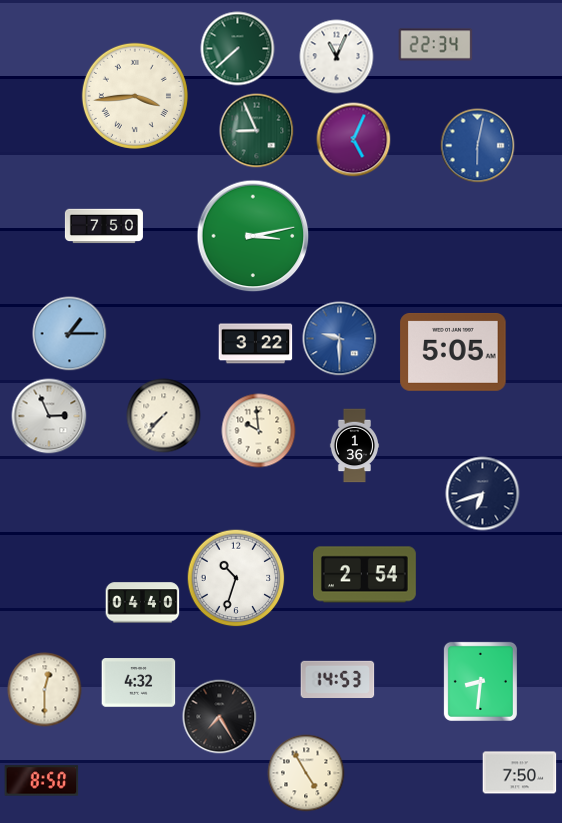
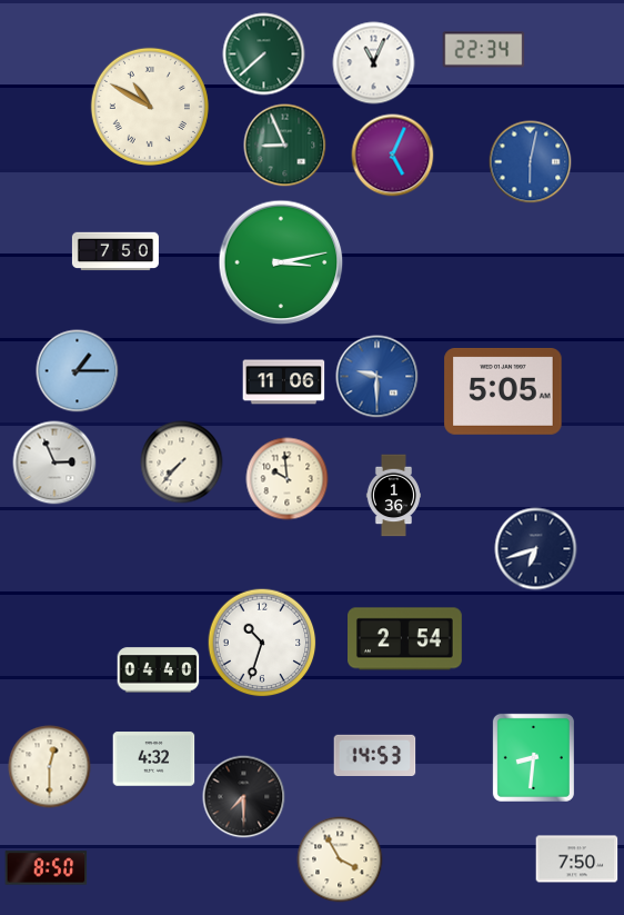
clock at (135, 96): 3:44 -> 10:50
clock at (256, 344): 3:22 -> 11:06
clock at (220, 717): 7:25 -> 7:30
clock at (306, 773): 4:55 -> 3:55
